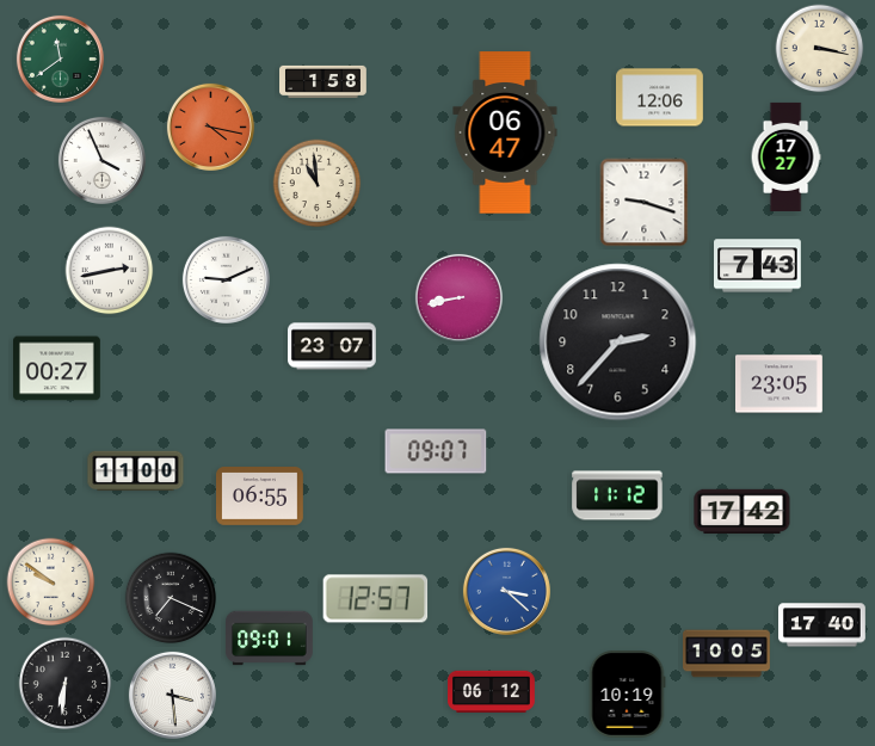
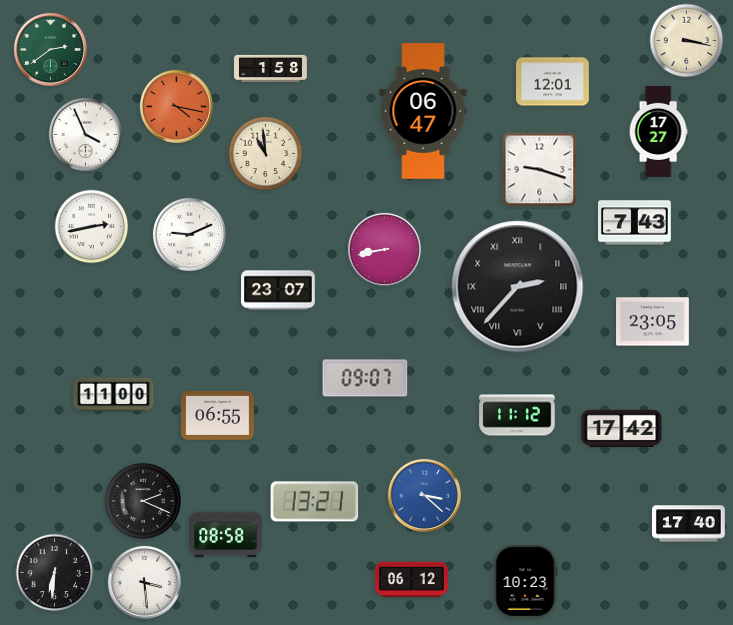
clock at (60, 58): 11:39 -> 2:39
clock at (660, 98): 12:06 -> 12:01
clock at (618, 343) numerals: Arabic -> Roman
clock at (57, 369): 00:27 -> none
clock at (51, 582): 9:51 -> none
clock at (171, 598): 7:19 -> 2:19
clock at (376, 599): 12:57 -> 13:21
clock at (270, 639): 09:01 -> 08:58
clock at (727, 654): 10:05 -> none
clock at (627, 695): 10:19 -> 10:23
